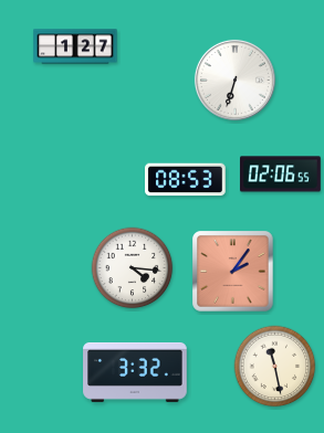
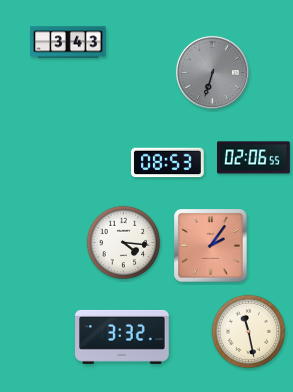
clock at (75, 46): 1:27 -> 3:43
clock at (234, 80) dial: white -> grey
clock at (133, 268) position: (133, 268) -> (124, 243)
